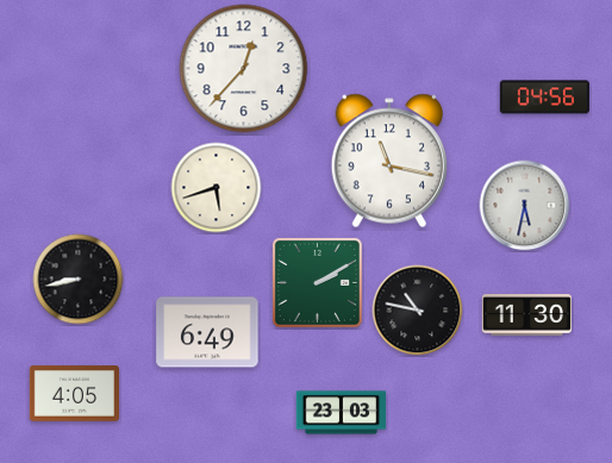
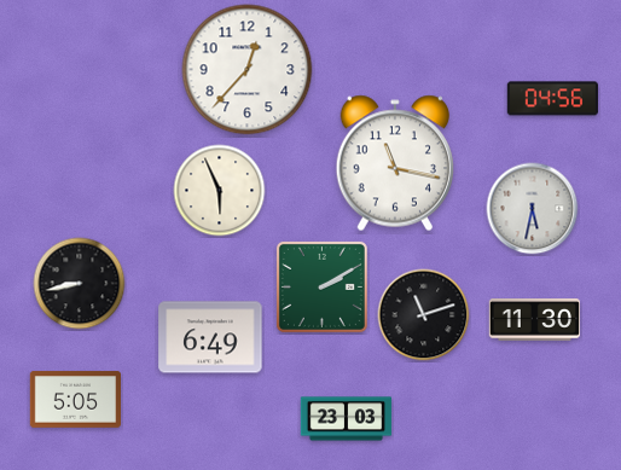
clock at (217, 188): 5:42 -> 5:56
clock at (418, 311): 10:47 -> 11:12
clock at (74, 394): 4:05 -> 5:05
